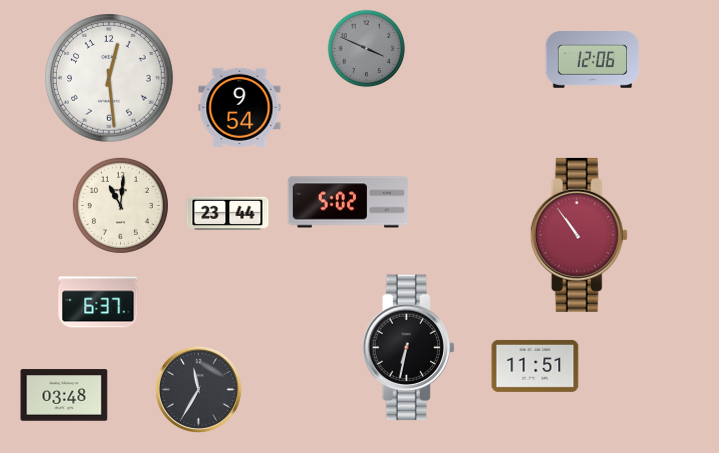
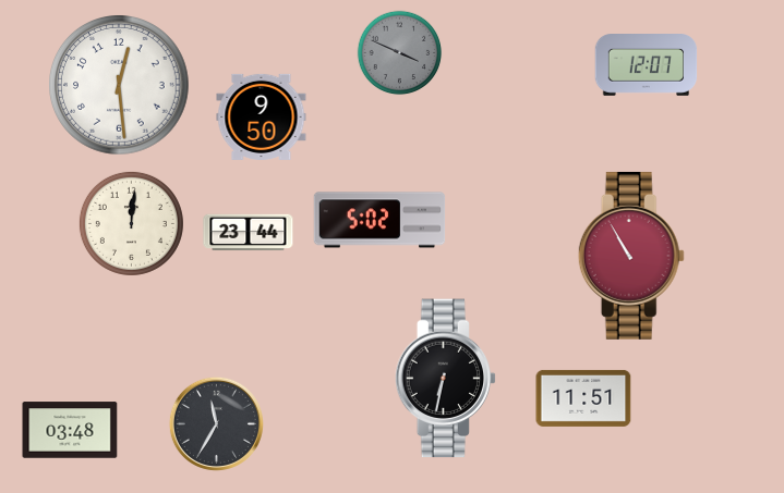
clock at (593, 60): 12:06 -> 12:07
clock at (240, 107): 9:54 -> 9:50
clock at (120, 205): 11:01 -> 12:01
clock at (579, 235): 10:54 -> 10:55
clock at (98, 302): 6:37 -> none
